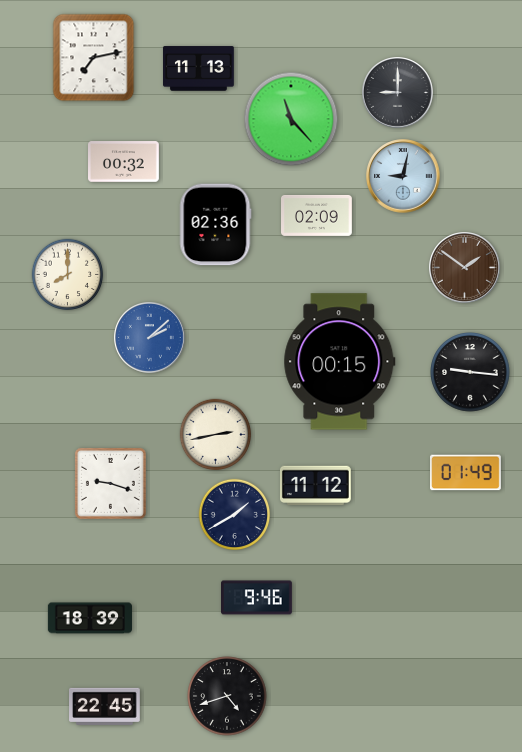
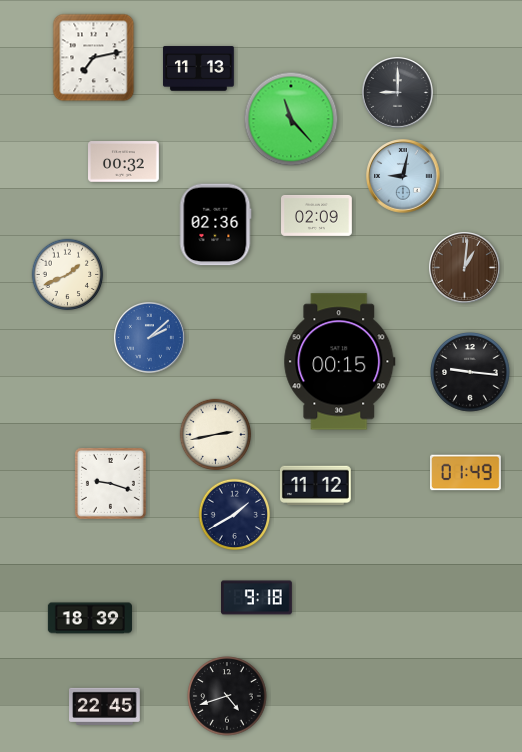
clock at (465, 268): 1:51 -> 1:01
clock at (68, 275): 8:00 -> 1:41
clock at (257, 598): 9:46 -> 9:18
